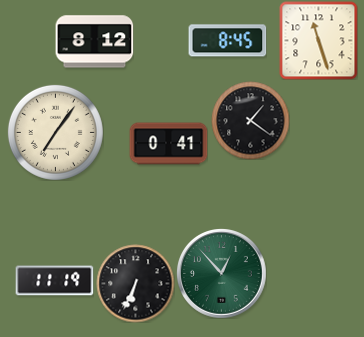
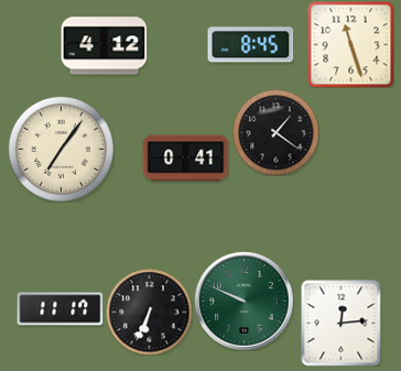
clock at (94, 42): 8:12 -> 4:12
clock at (55, 132) position: (55, 132) -> (61, 149)
clock at (222, 274): 12:53 -> 9:49
clock at (54, 281): 11:19 -> 11:17
clock at (342, 323): none -> 12:14
